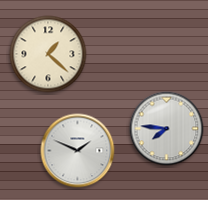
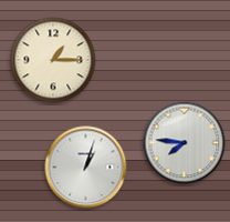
clock at (48, 54): 1:22 -> 1:15
clock at (78, 151): 1:49 -> 1:03
